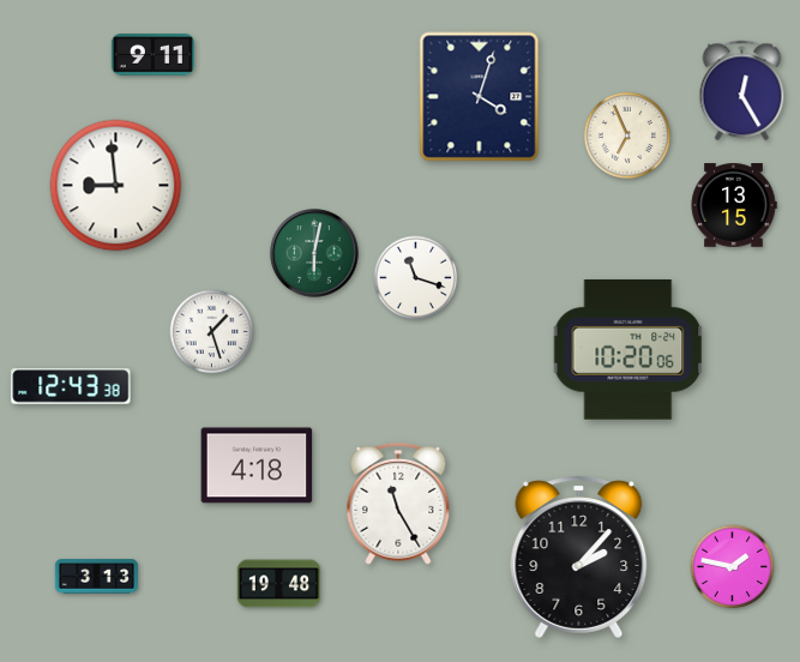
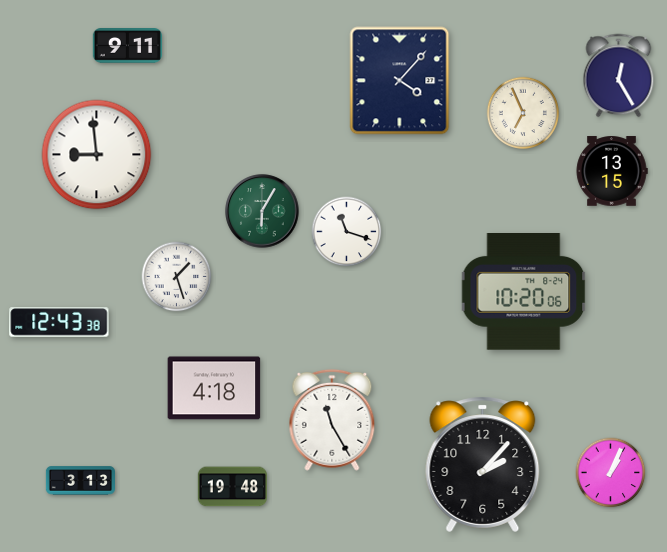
clock at (480, 97): 4:03 -> 4:07
clock at (314, 253): 6:02 -> 6:05
clock at (733, 567): 1:47 -> 1:04
